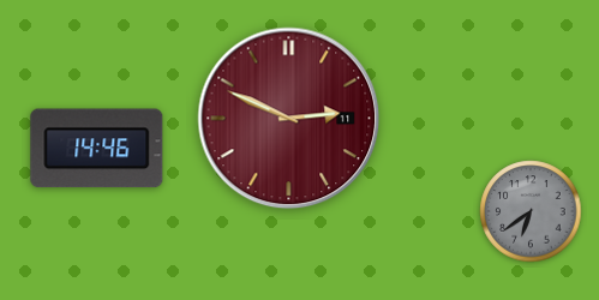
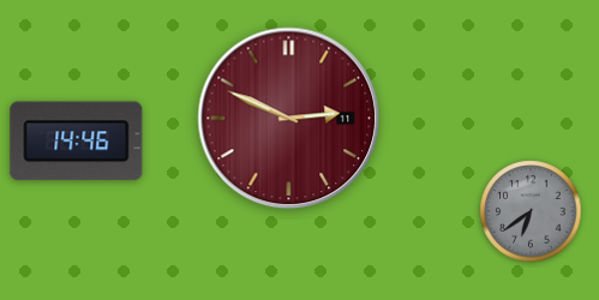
clock at (97, 149) position: (97, 149) -> (77, 142)
